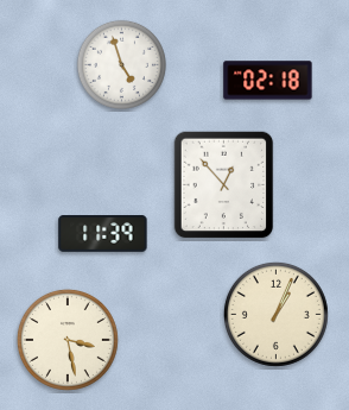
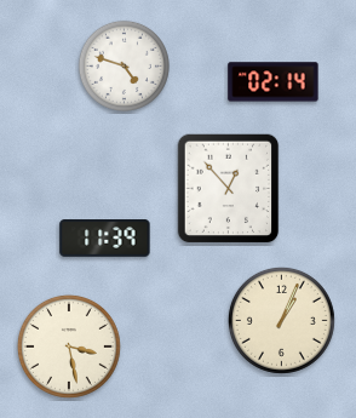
clock at (121, 64): 4:57 -> 4:48
clock at (268, 81): 02:18 -> 02:14
